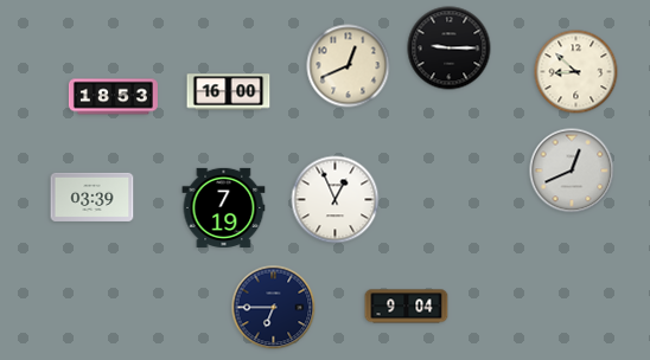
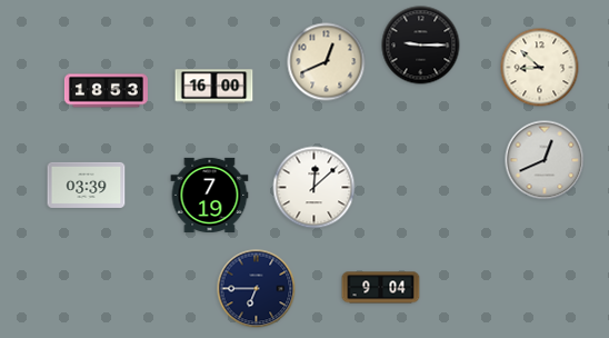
clock at (572, 171) position: (572, 171) -> (545, 160)
clock at (336, 200): 12:56 -> 12:08
